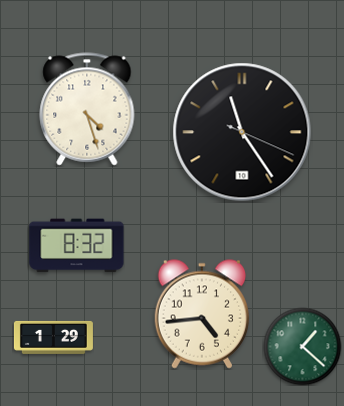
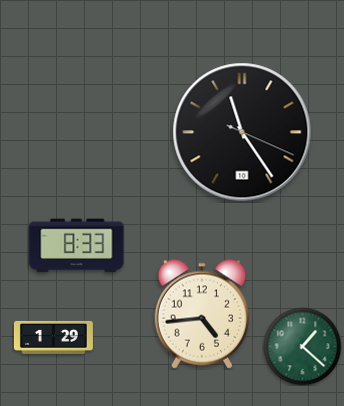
clock at (87, 109): 4:27 -> none
clock at (77, 246): 8:32 -> 8:33
